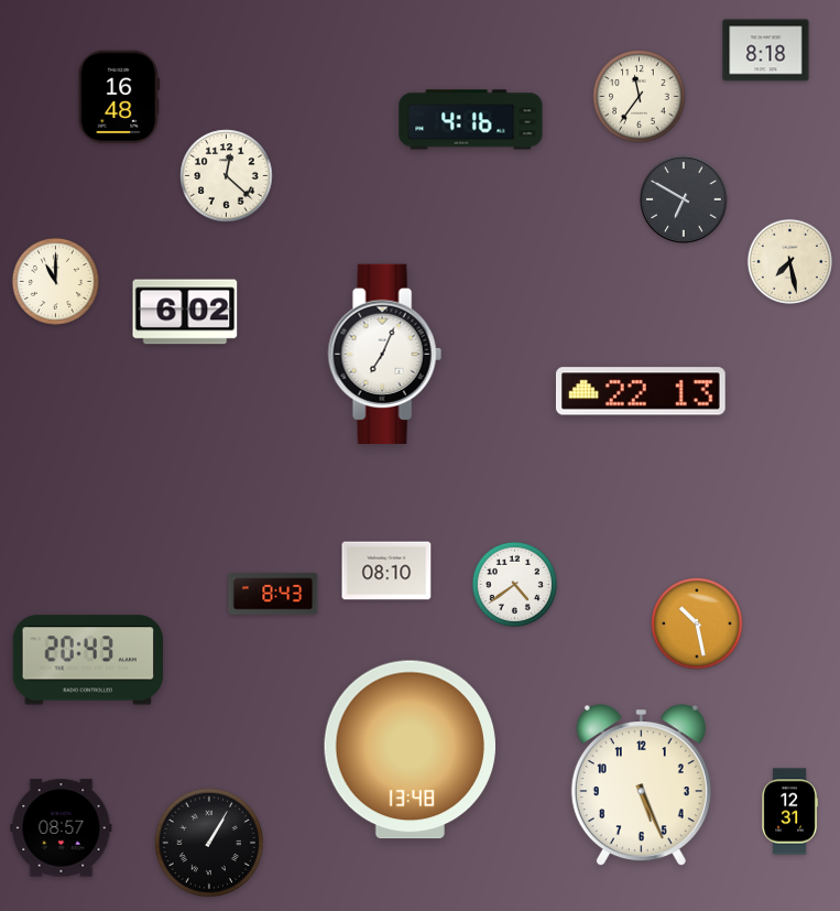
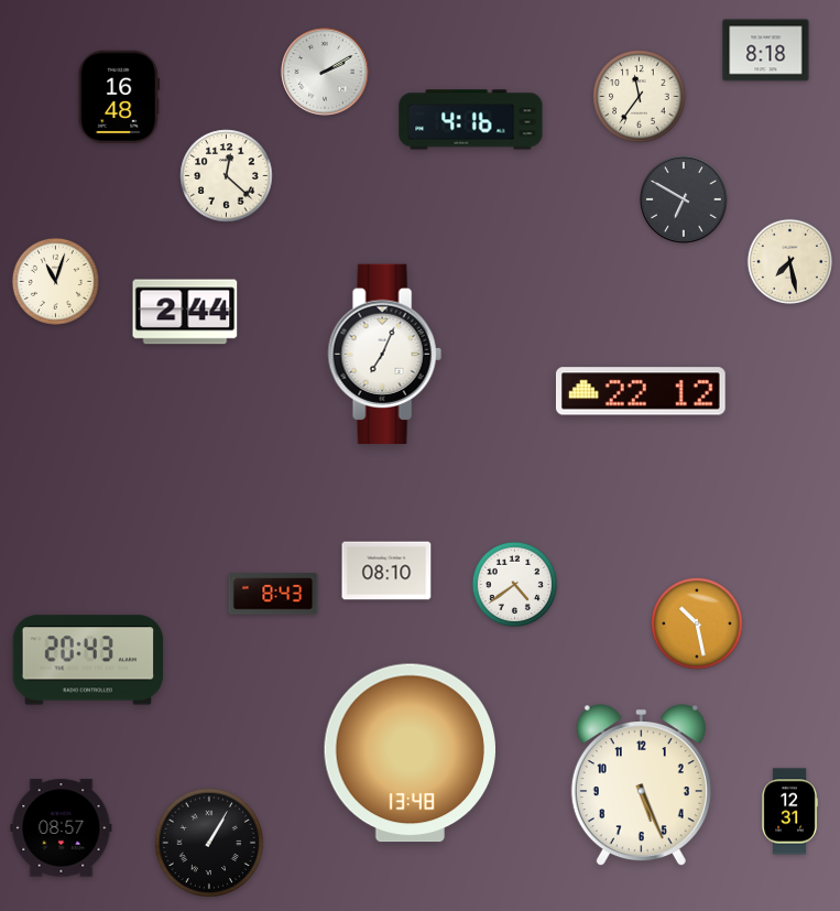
clock at (325, 72): none -> 2:10
clock at (55, 281): 11:00 -> 11:03
clock at (185, 312): 6:02 -> 2:44
clock at (641, 391): 22:13 -> 22:12
clock at (410, 750) position: (410, 750) -> (410, 753)
